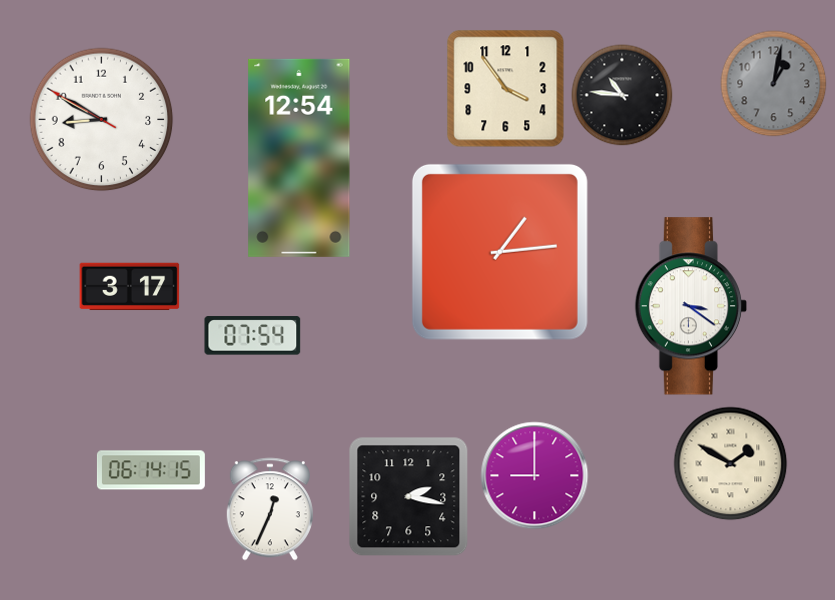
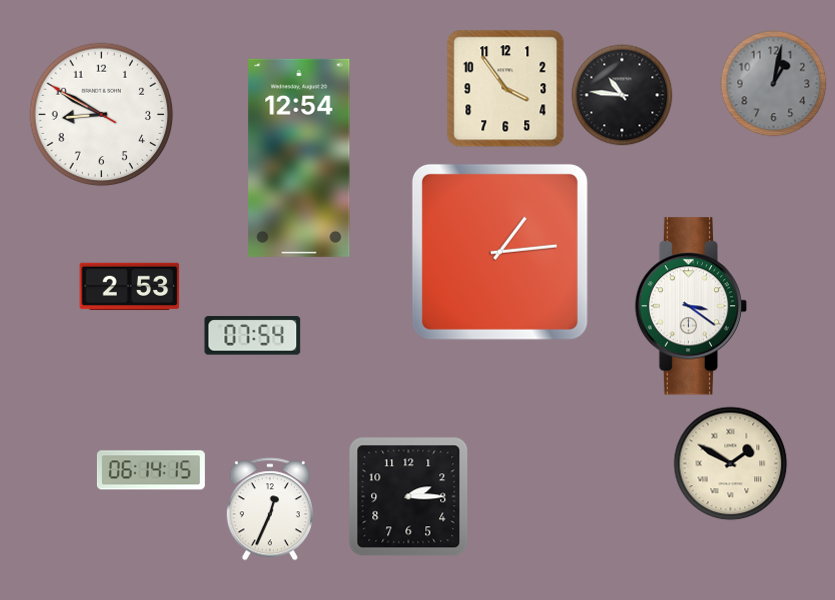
clock at (102, 120) position: (102, 120) -> (102, 115)
clock at (130, 287): 3:17 -> 2:53
clock at (535, 476): 9:00 -> none
clock at (409, 497): 2:17 -> 2:15
